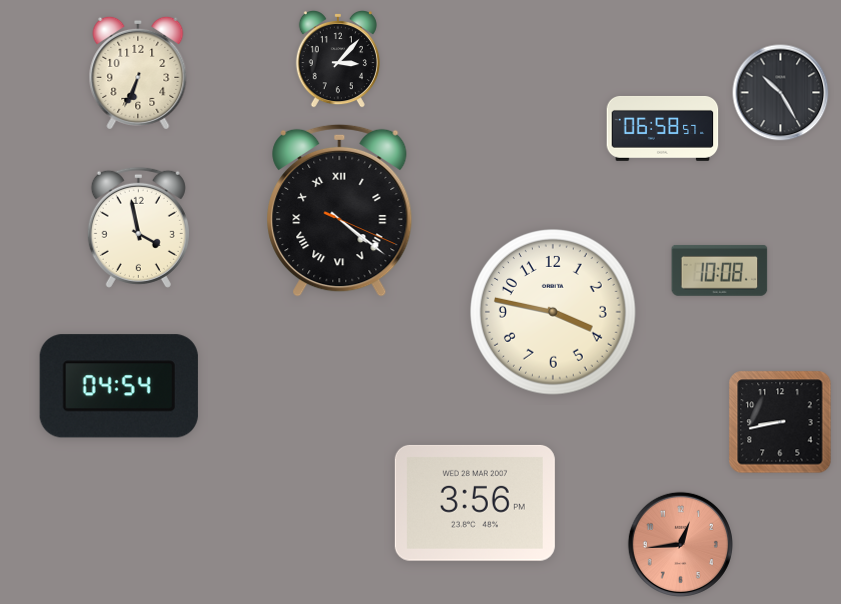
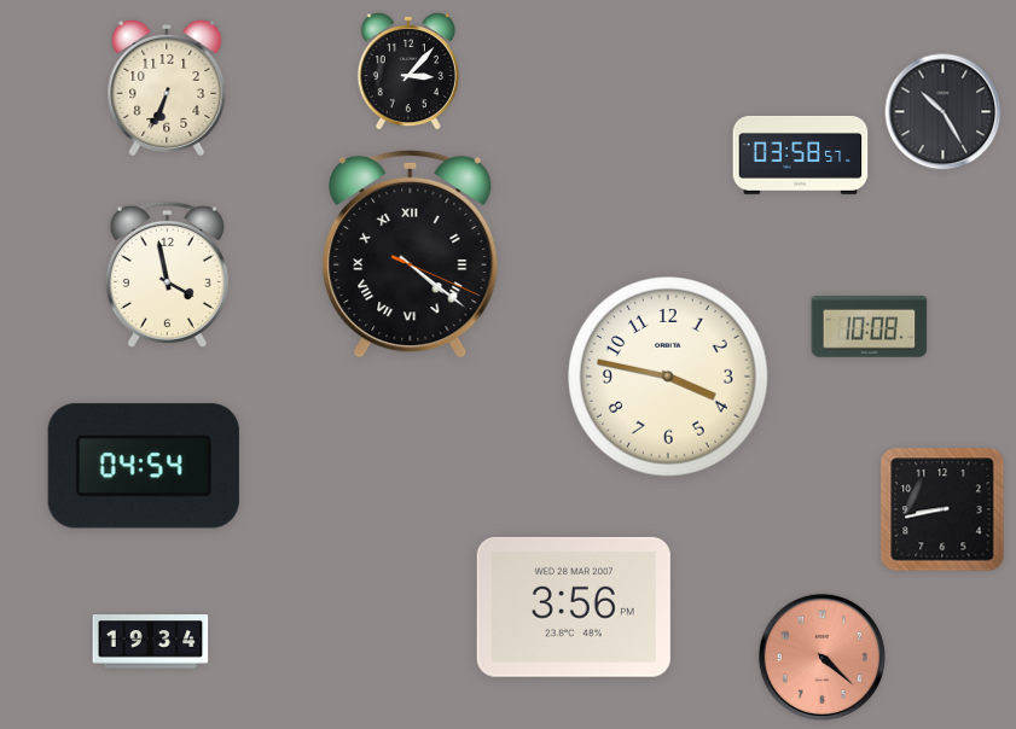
clock at (663, 128): 06:58 -> 03:58
clock at (151, 642): none -> 19:34
clock at (680, 544): 12:44 -> 4:22
